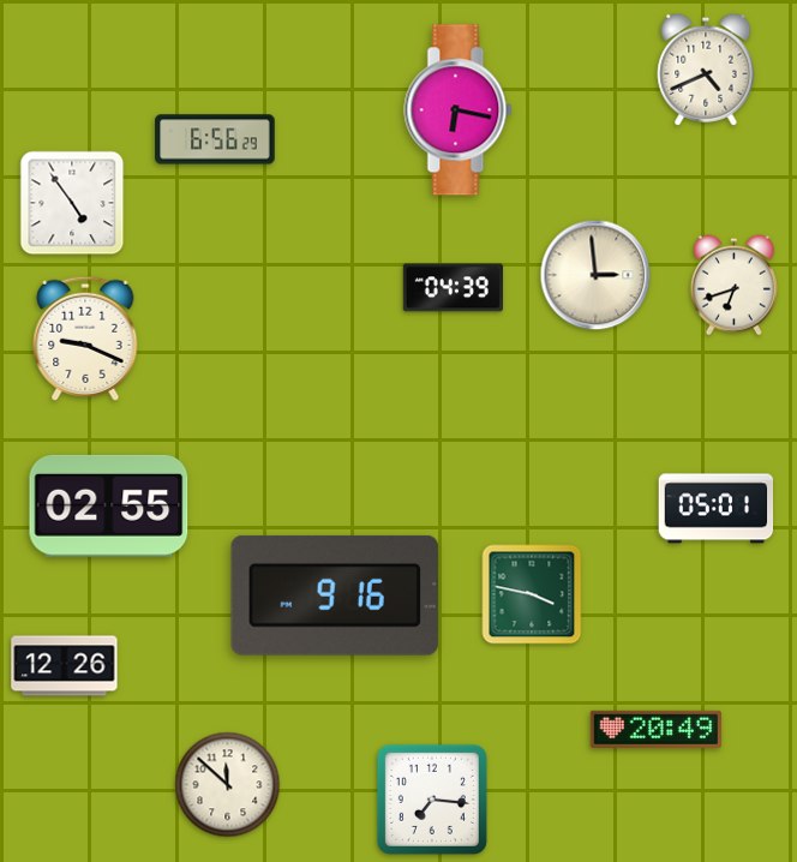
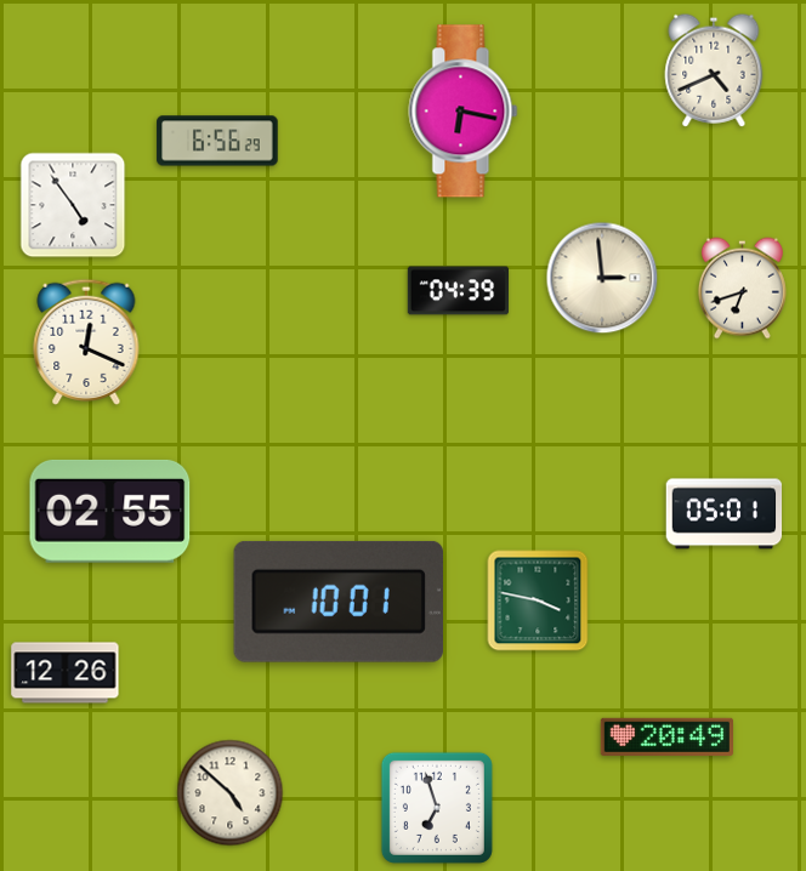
clock at (85, 339): 9:19 -> 12:19
clock at (335, 595): 9:16 -> 10:01
clock at (655, 729) position: (655, 729) -> (666, 736)
clock at (228, 785): 11:52 -> 4:52
clock at (432, 800): 7:16 -> 6:57
